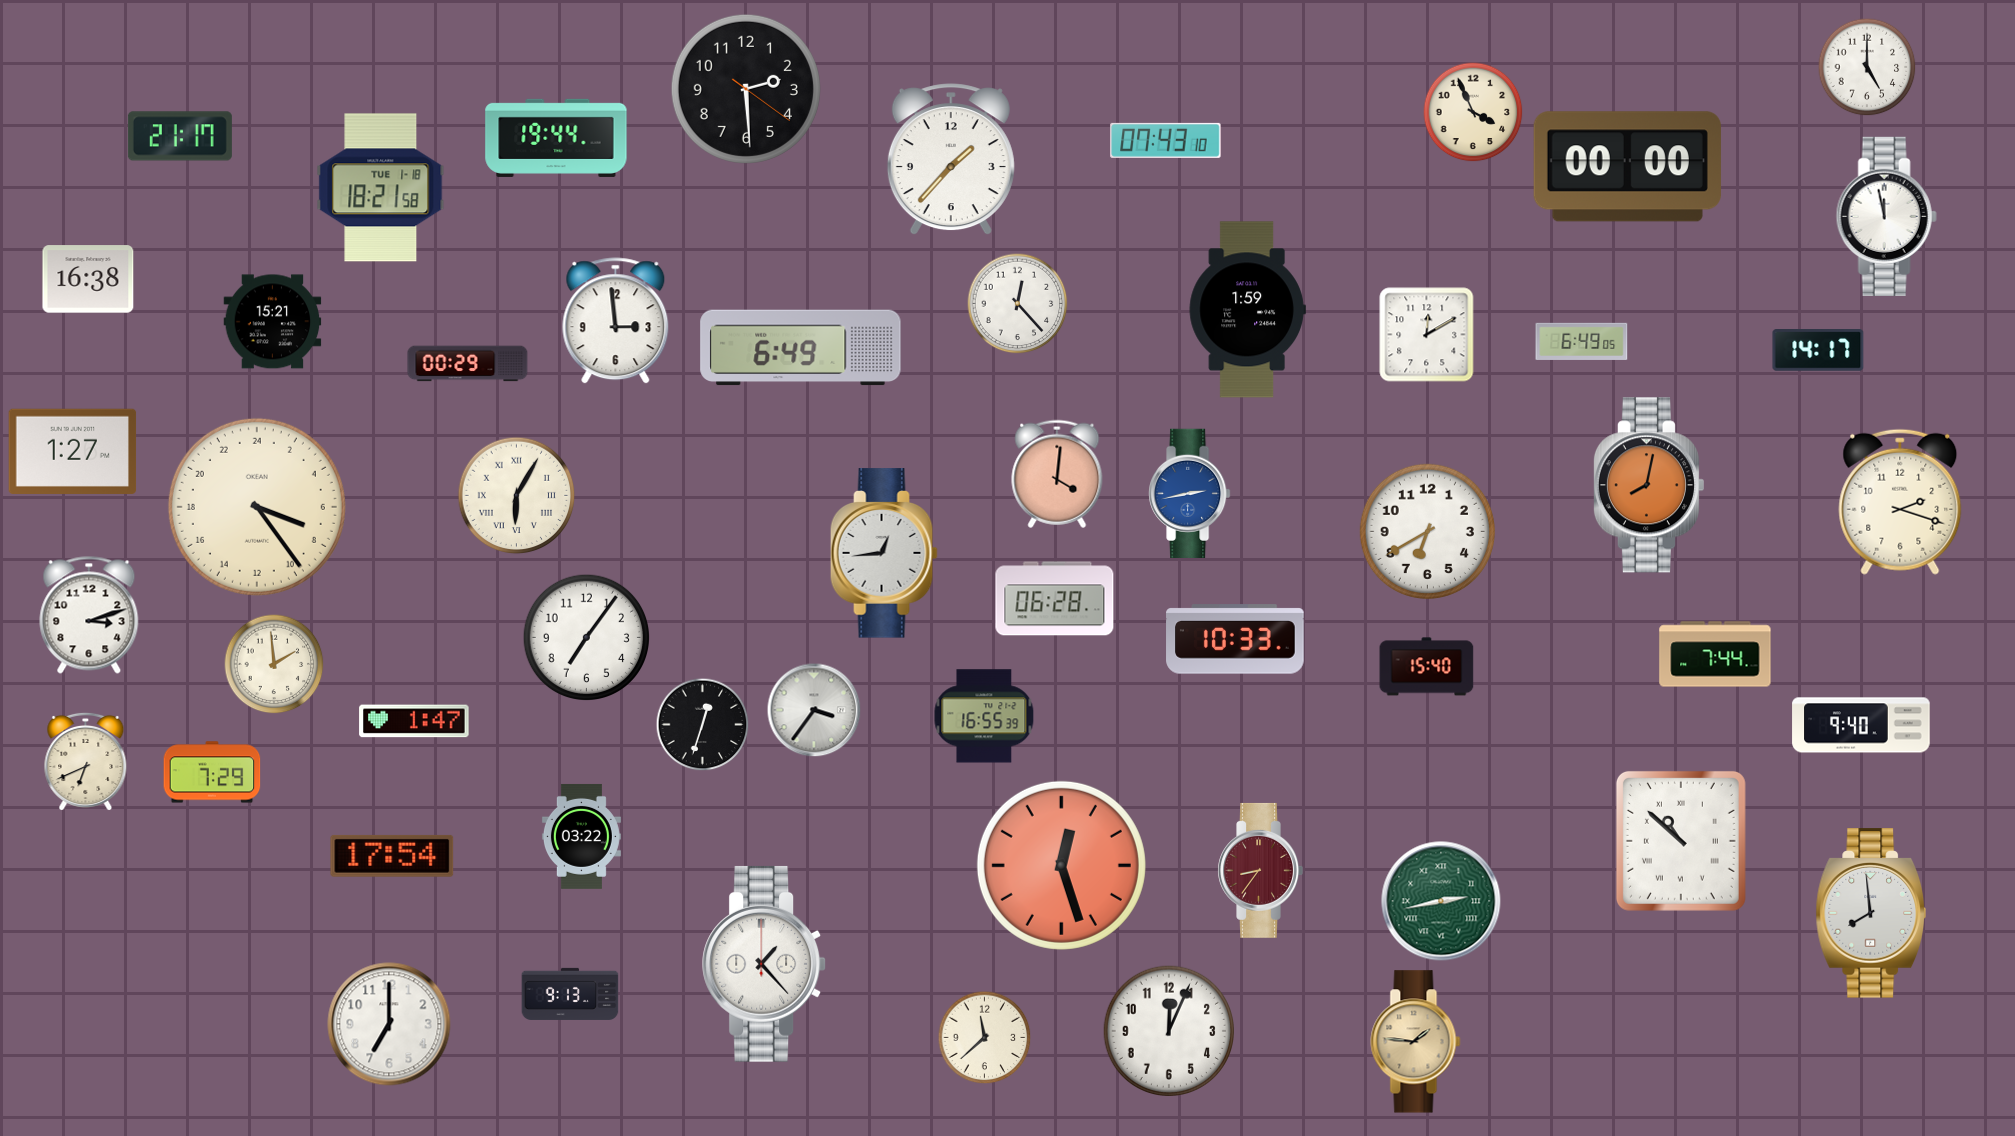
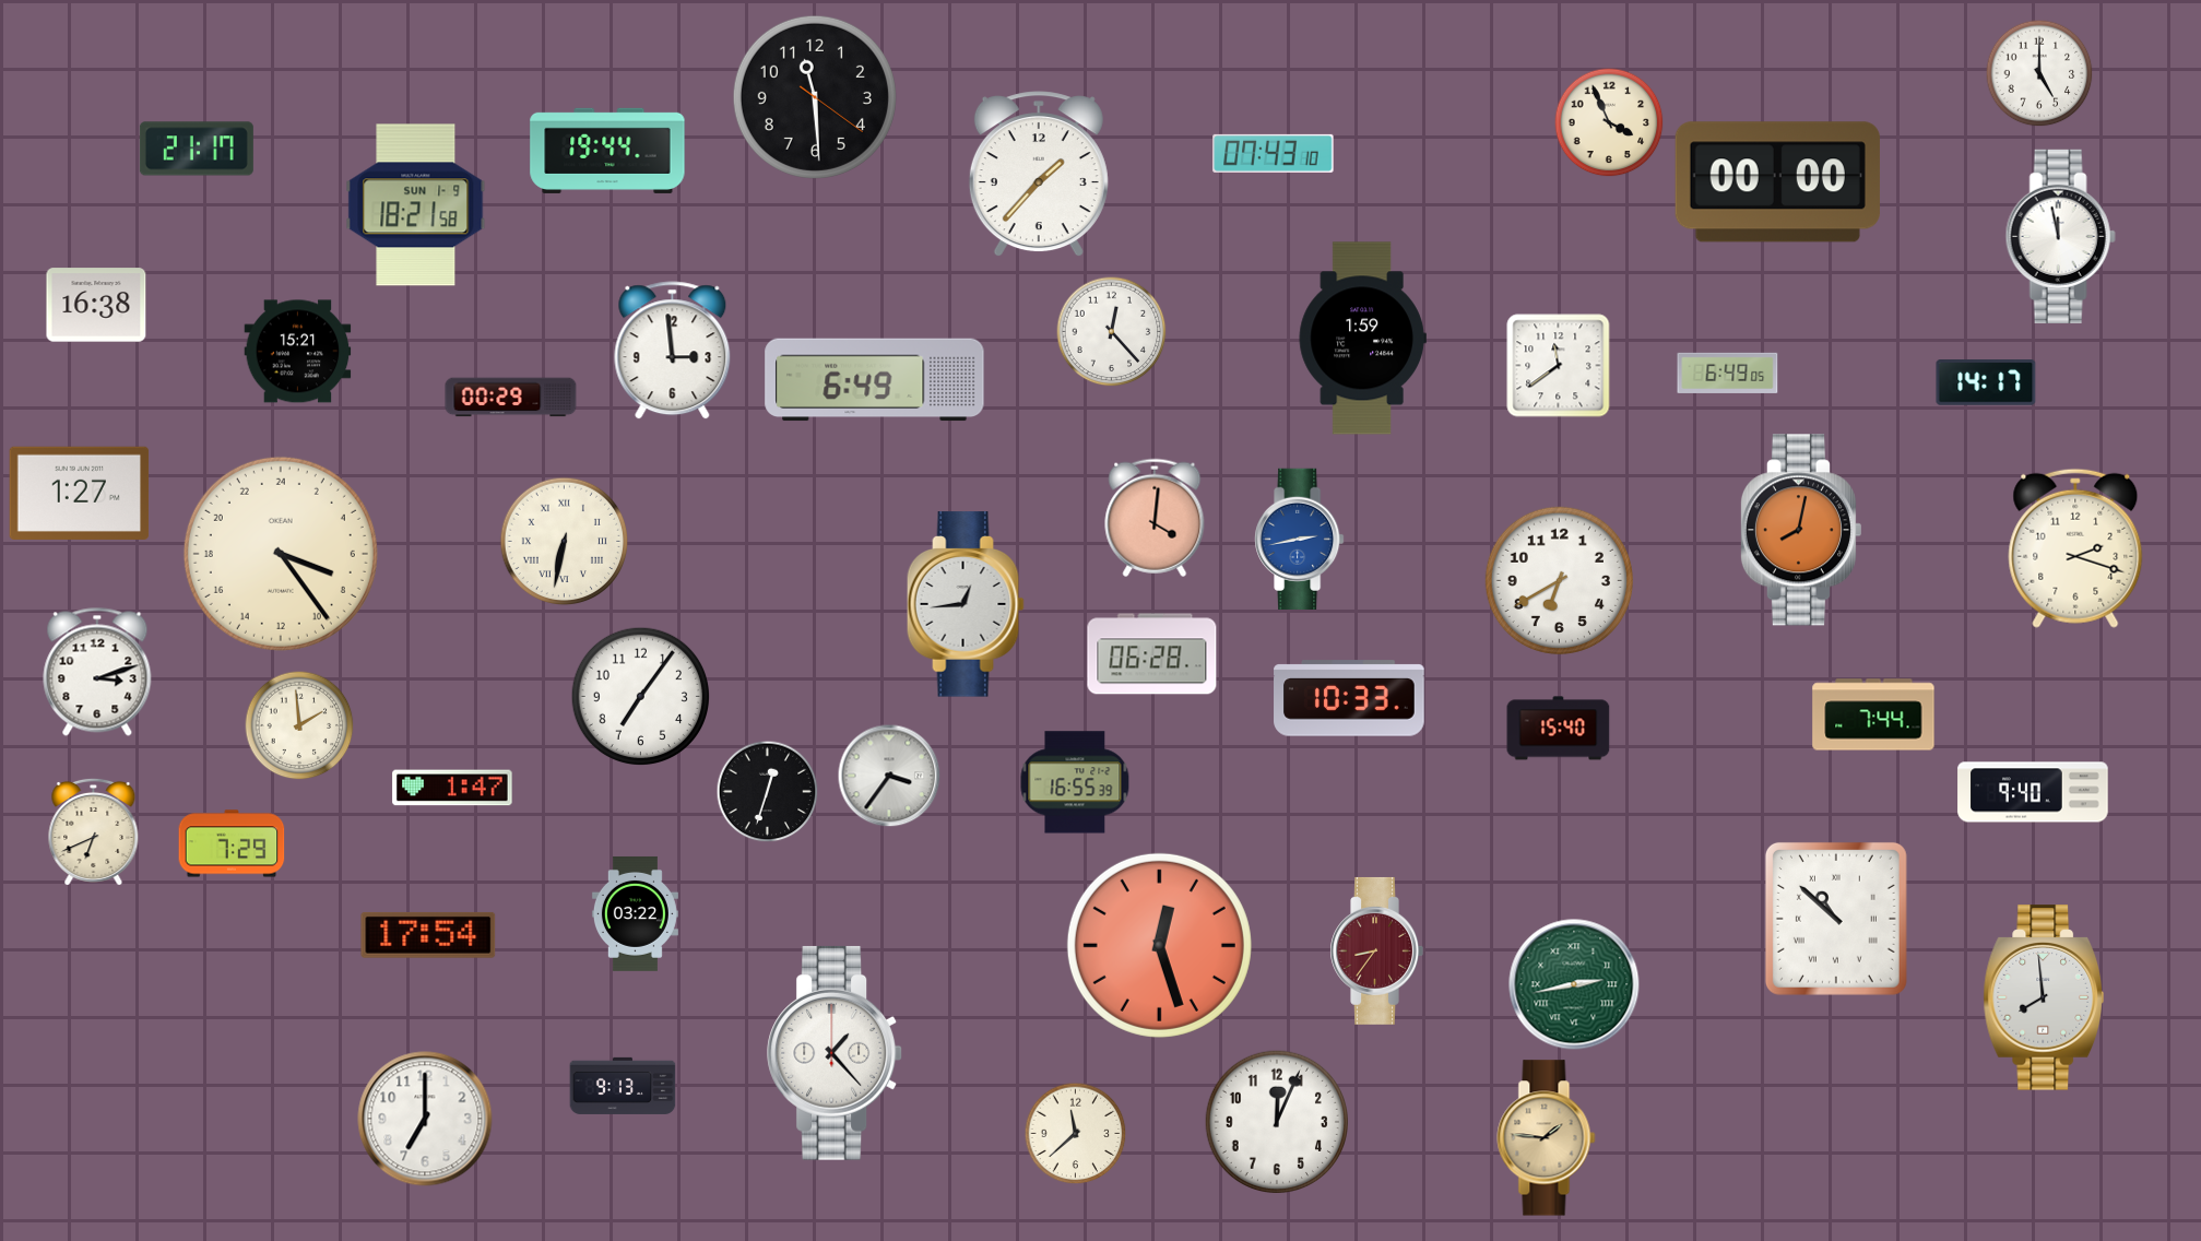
clock at (746, 89): 2:29 -> 11:29
clock at (381, 188) date: TUE 1-18 -> SUN 1-9
clock at (1427, 335): 12:10 -> 11:39
clock at (517, 496): 6:05 -> 6:32
clock at (1168, 1030) position: (1168, 1030) -> (1276, 1121)
